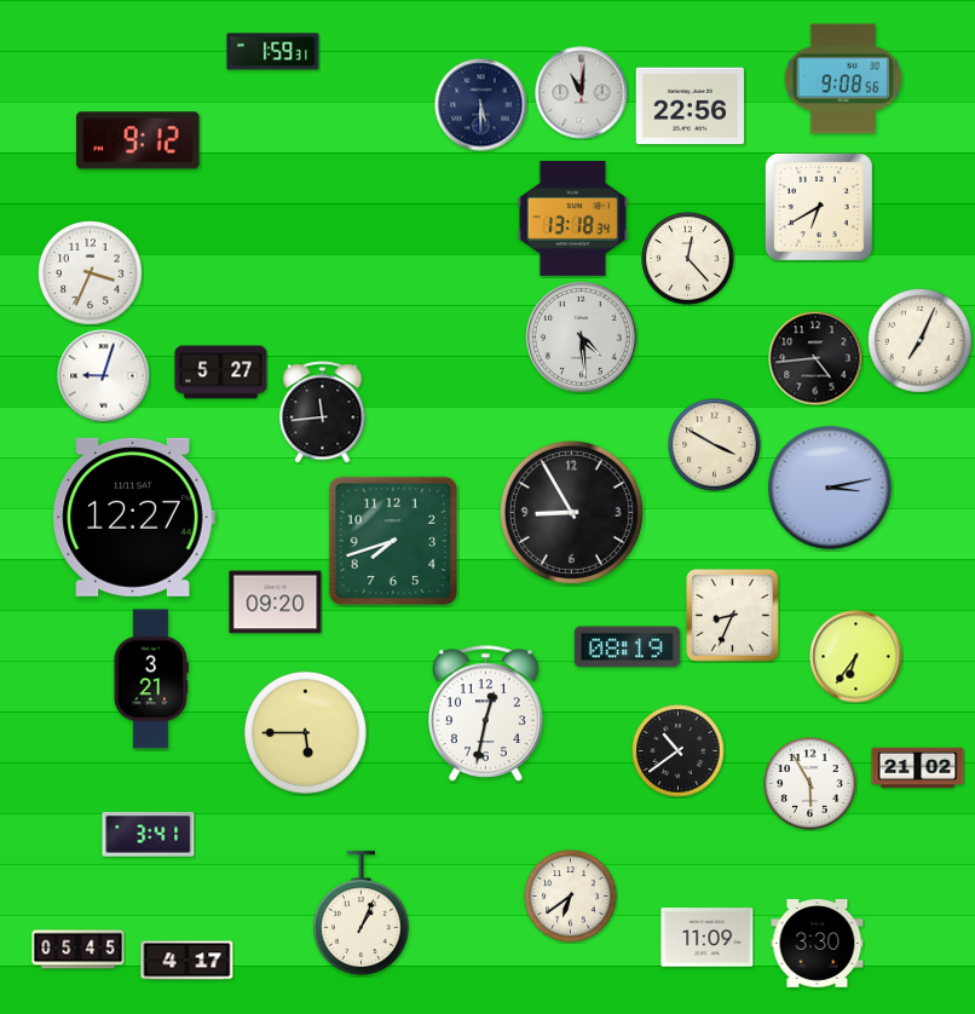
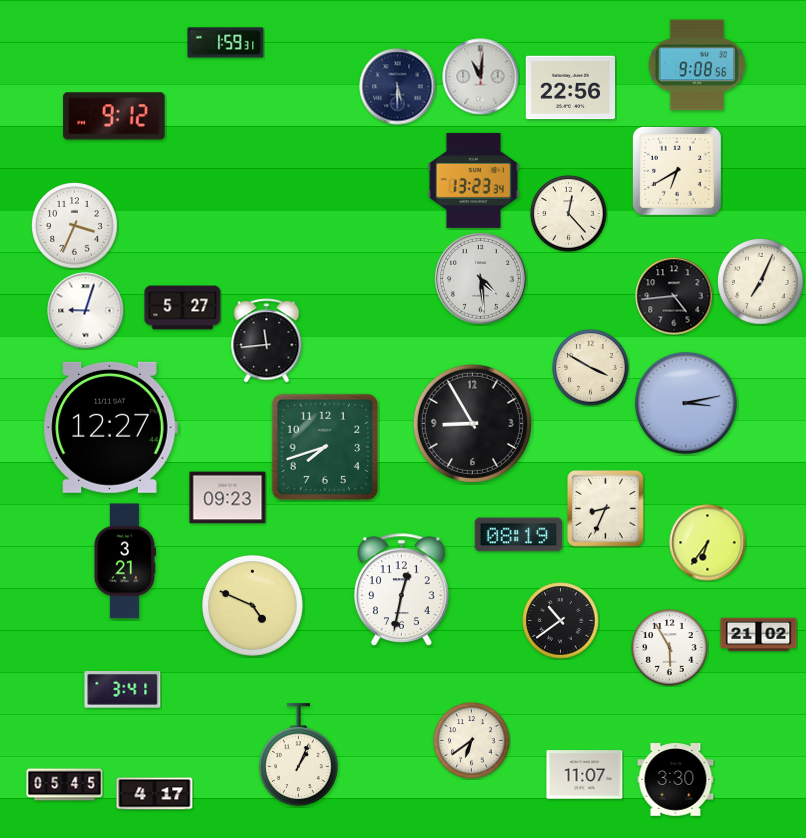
clock at (573, 218): 13:18 -> 13:23
clock at (276, 603): 09:20 -> 09:23
clock at (305, 732): 5:45 -> 4:49
clock at (708, 938): 11:09 -> 11:07
